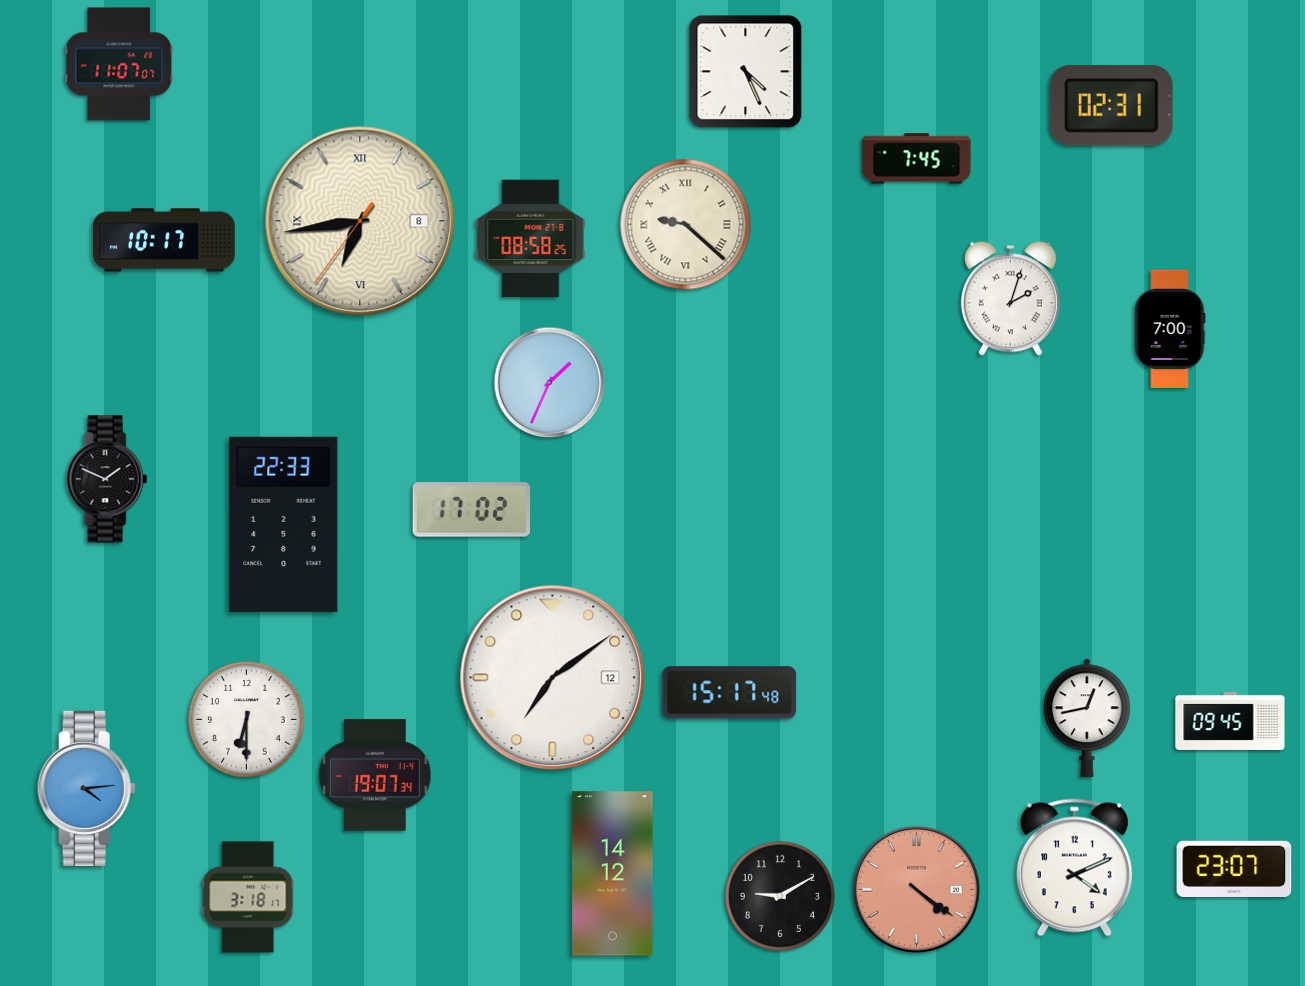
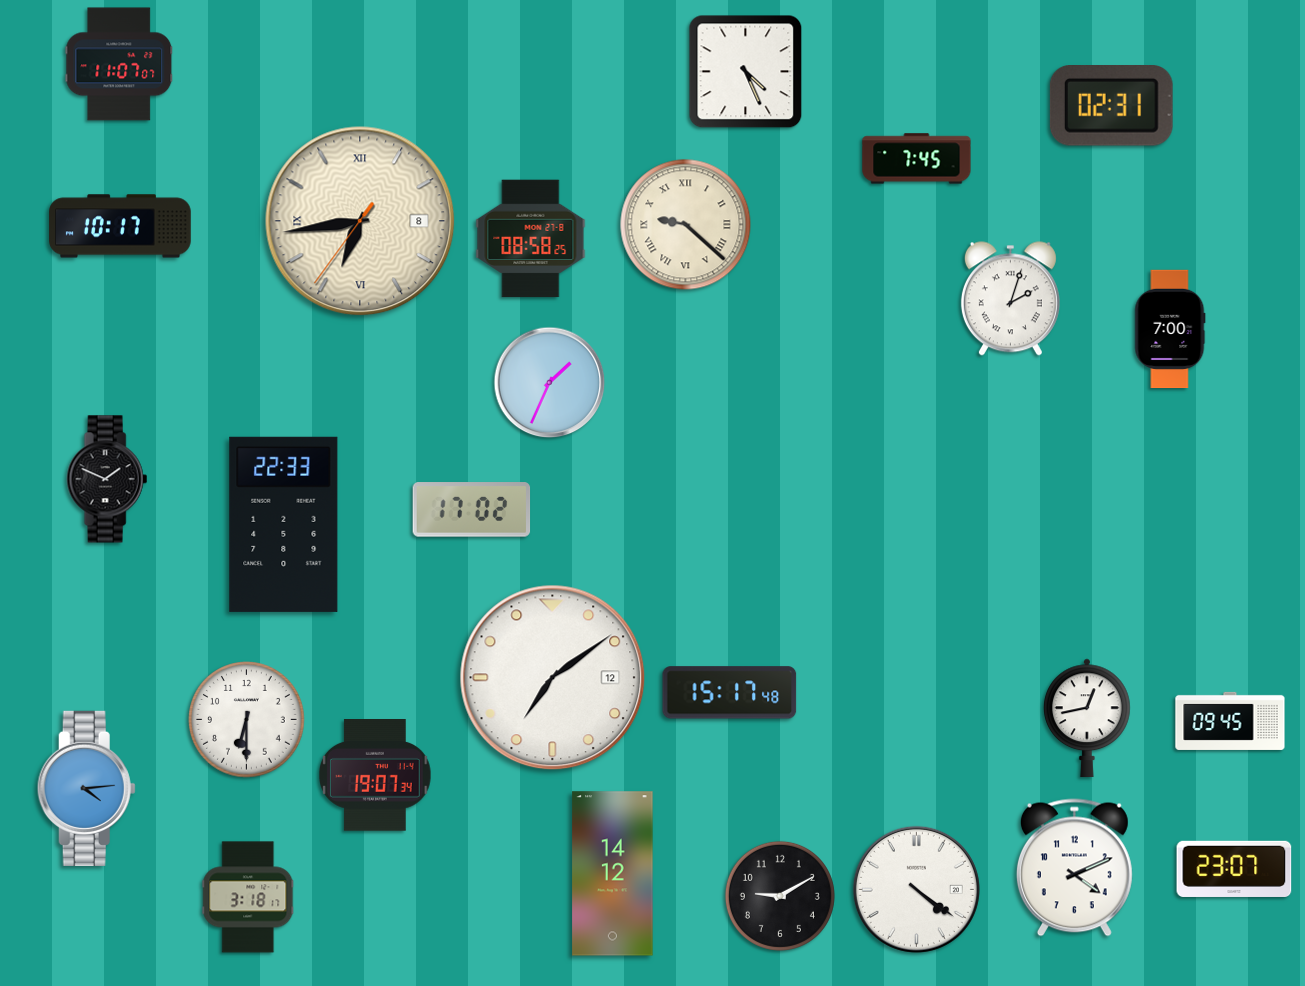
clock at (164, 240) position: (164, 240) -> (120, 226)
clock at (916, 889) dial: salmon -> white
